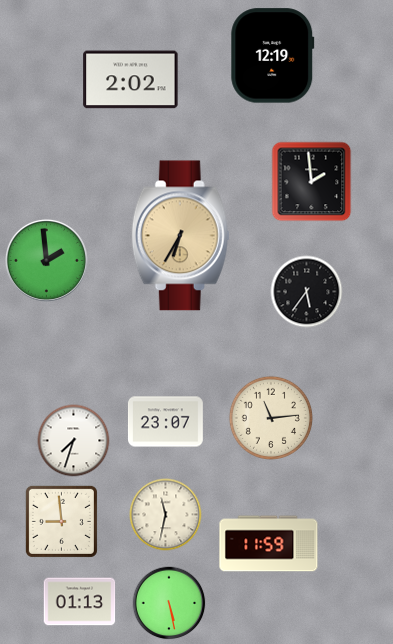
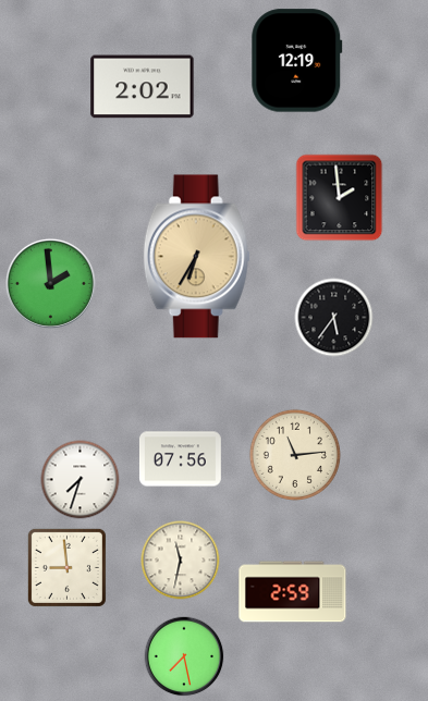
clock at (165, 422): 23:07 -> 07:56
clock at (269, 544): 11:59 -> 2:59
clock at (80, 602): 01:13 -> none
clock at (169, 603): 5:28 -> 7:28
